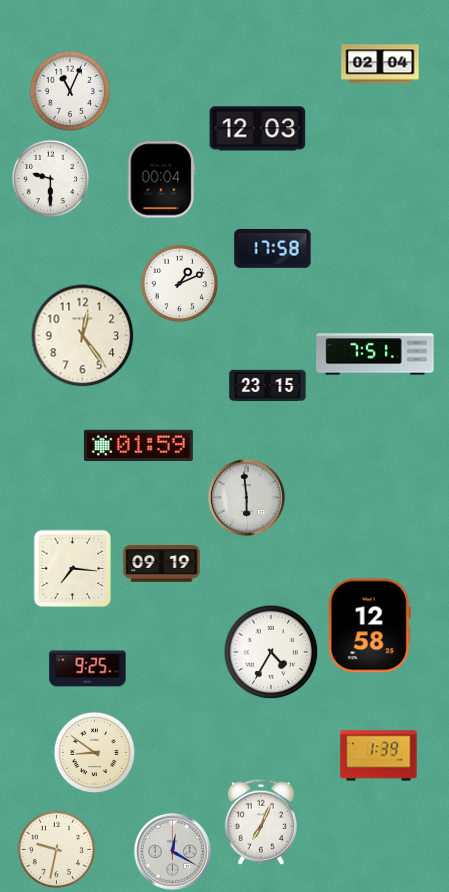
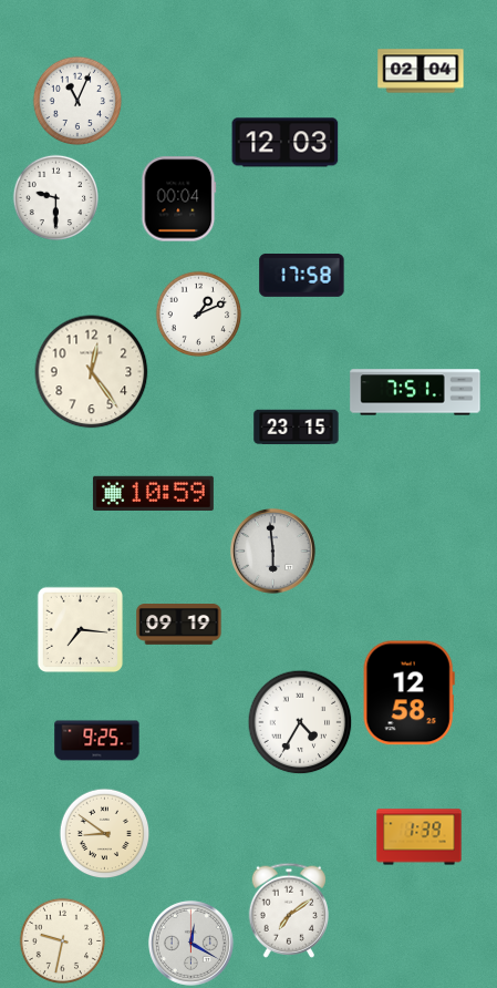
clock at (138, 445): 01:59 -> 10:59
clock at (260, 822): 7:04 -> 7:09
